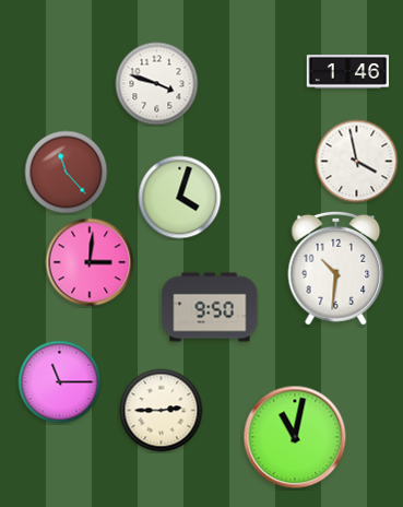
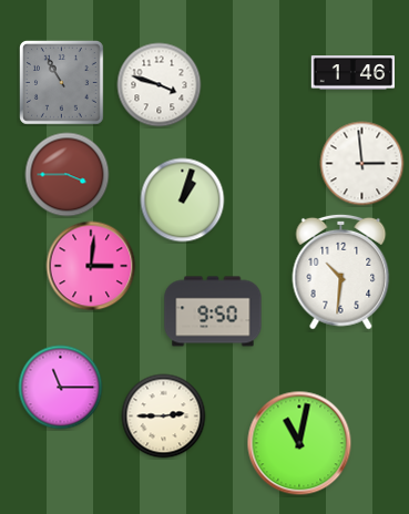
clock at (62, 83): none -> 10:55
clock at (357, 162): 3:58 -> 2:59
clock at (67, 173): 11:23 -> 3:45
clock at (180, 198): 4:03 -> 1:03
